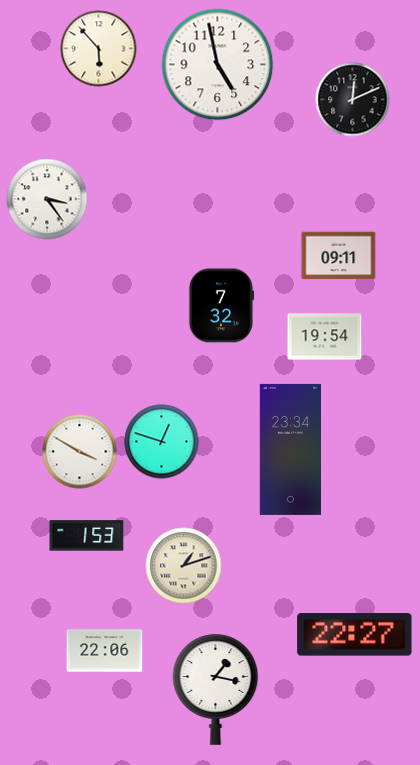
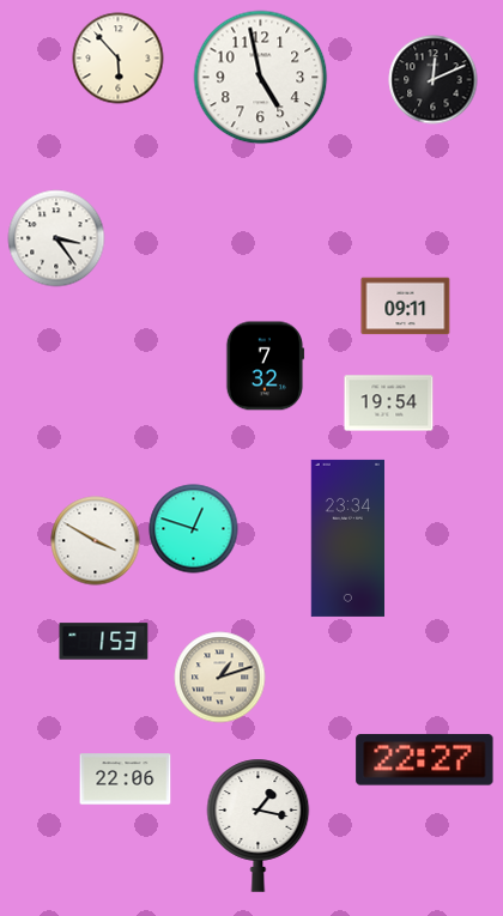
clock at (353, 100) position: (353, 100) -> (434, 80)
